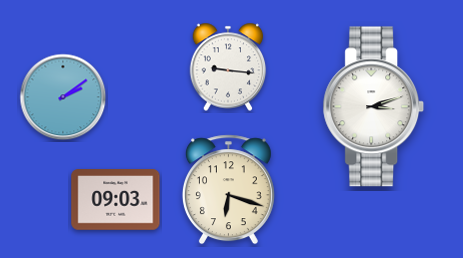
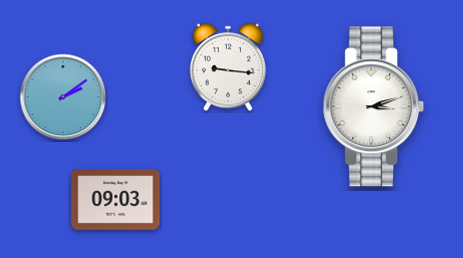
clock at (228, 190): 6:18 -> none
